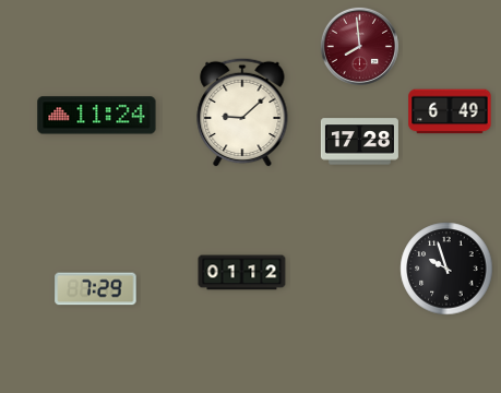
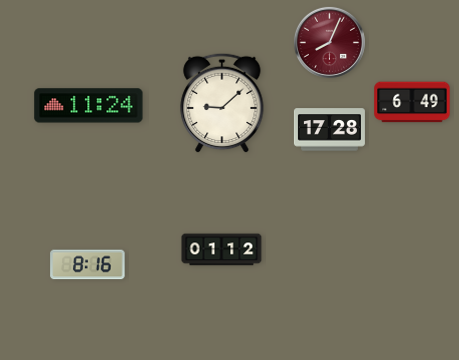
clock at (359, 46): 7:59 -> 8:04
clock at (446, 269): 9:57 -> none
clock at (96, 289): 7:29 -> 8:16
